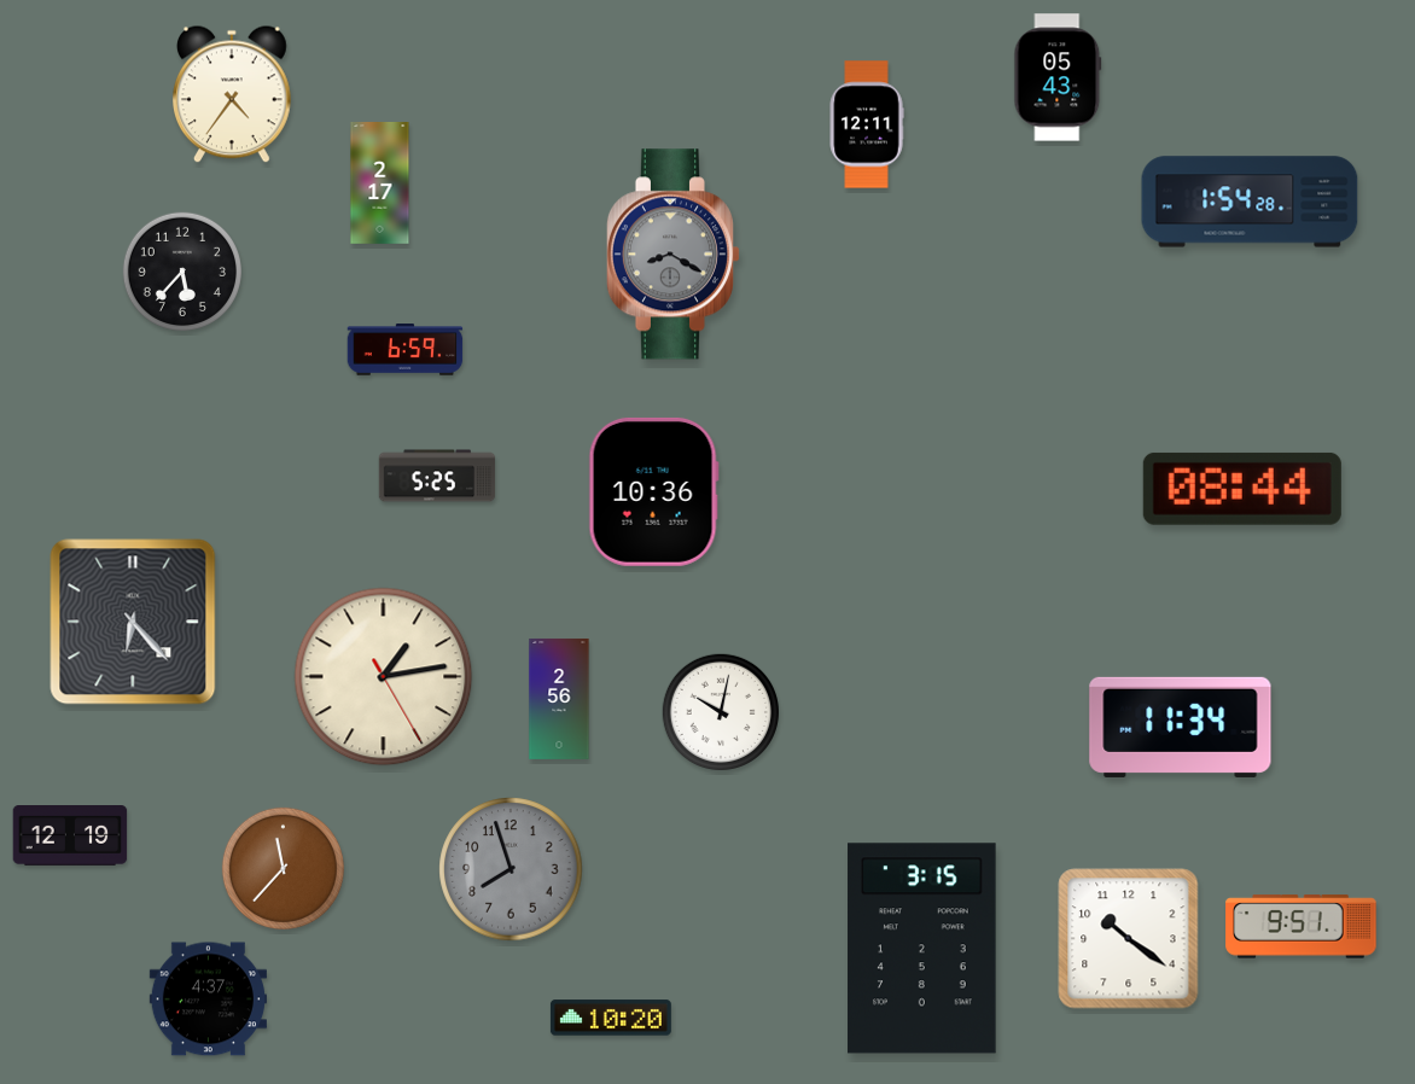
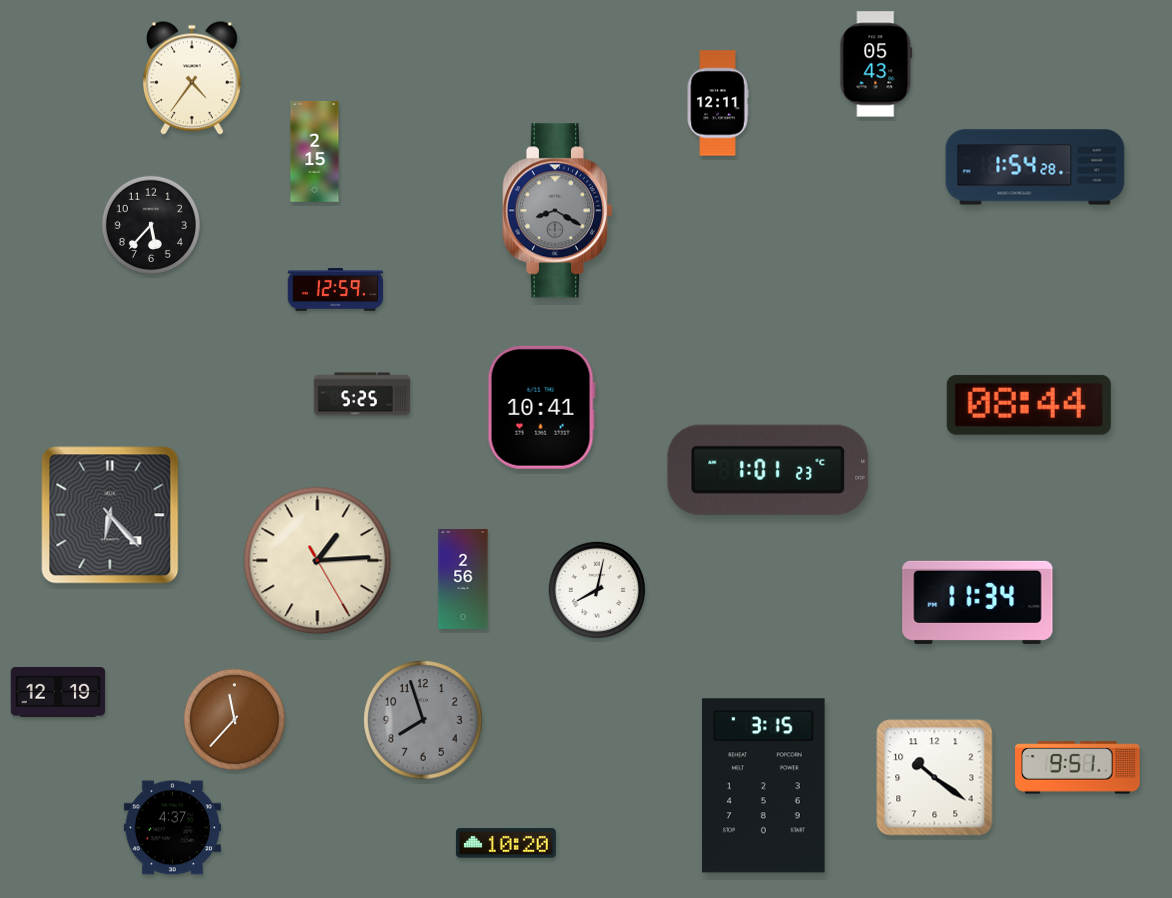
clock at (380, 183): 2:17 -> 2:15
clock at (406, 350): 6:59 -> 12:59
clock at (653, 491): 10:36 -> 10:41
clock at (768, 470): none -> 1:01
clock at (384, 677): 1:13 -> 1:14
clock at (720, 711): 10:02 -> 8:02
